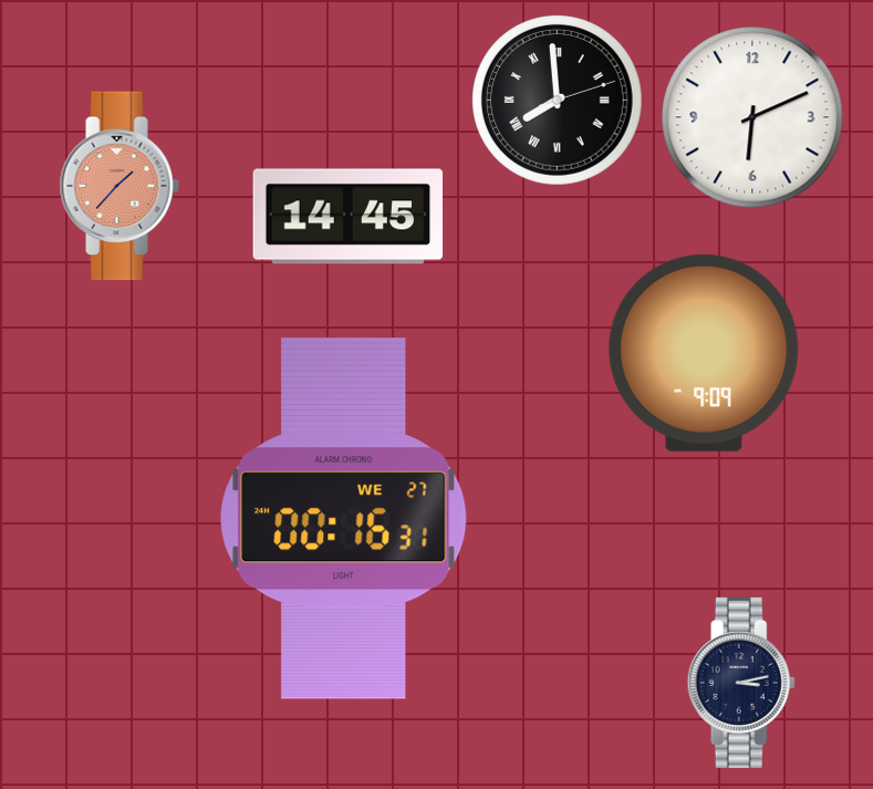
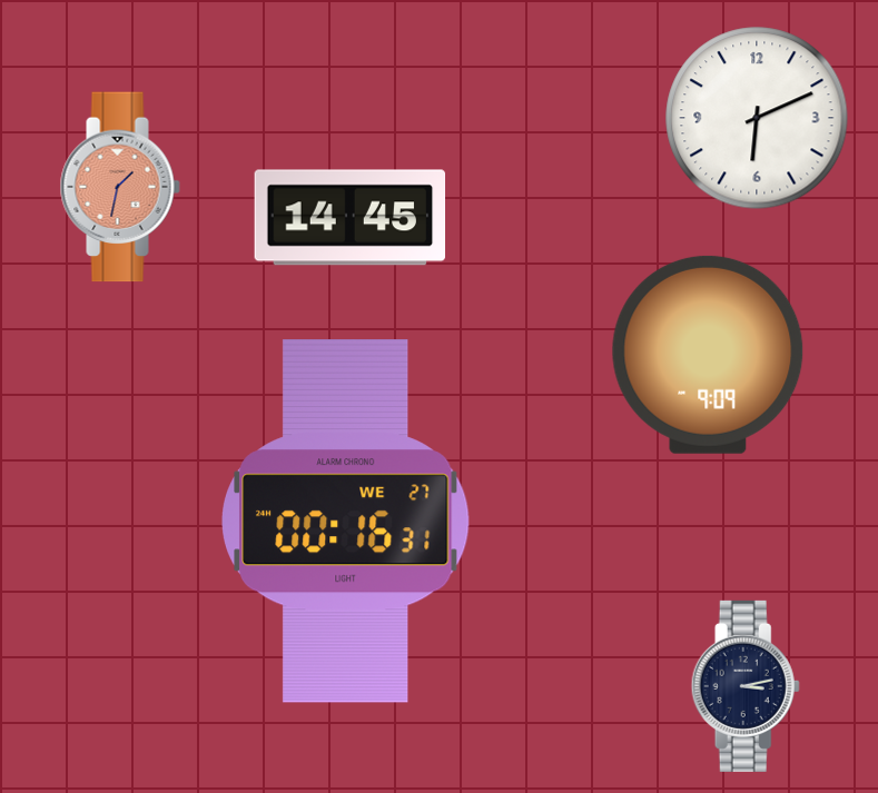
clock at (558, 100): 7:59 -> none
clock at (119, 186): 1:37 -> 1:32
